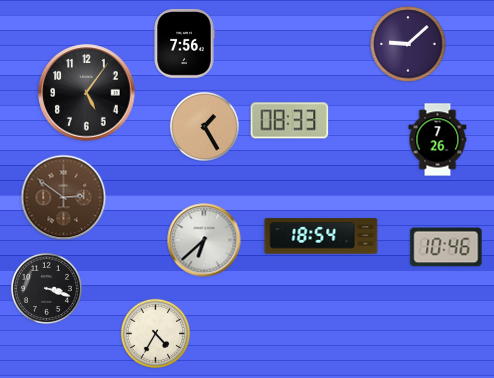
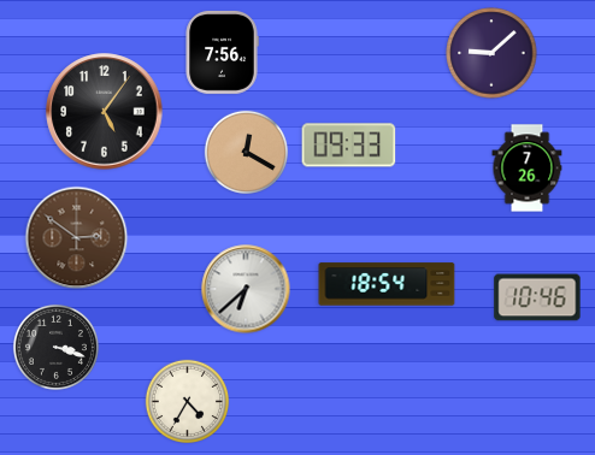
clock at (290, 121): 08:33 -> 09:33
clock at (204, 126): 1:25 -> 12:20
